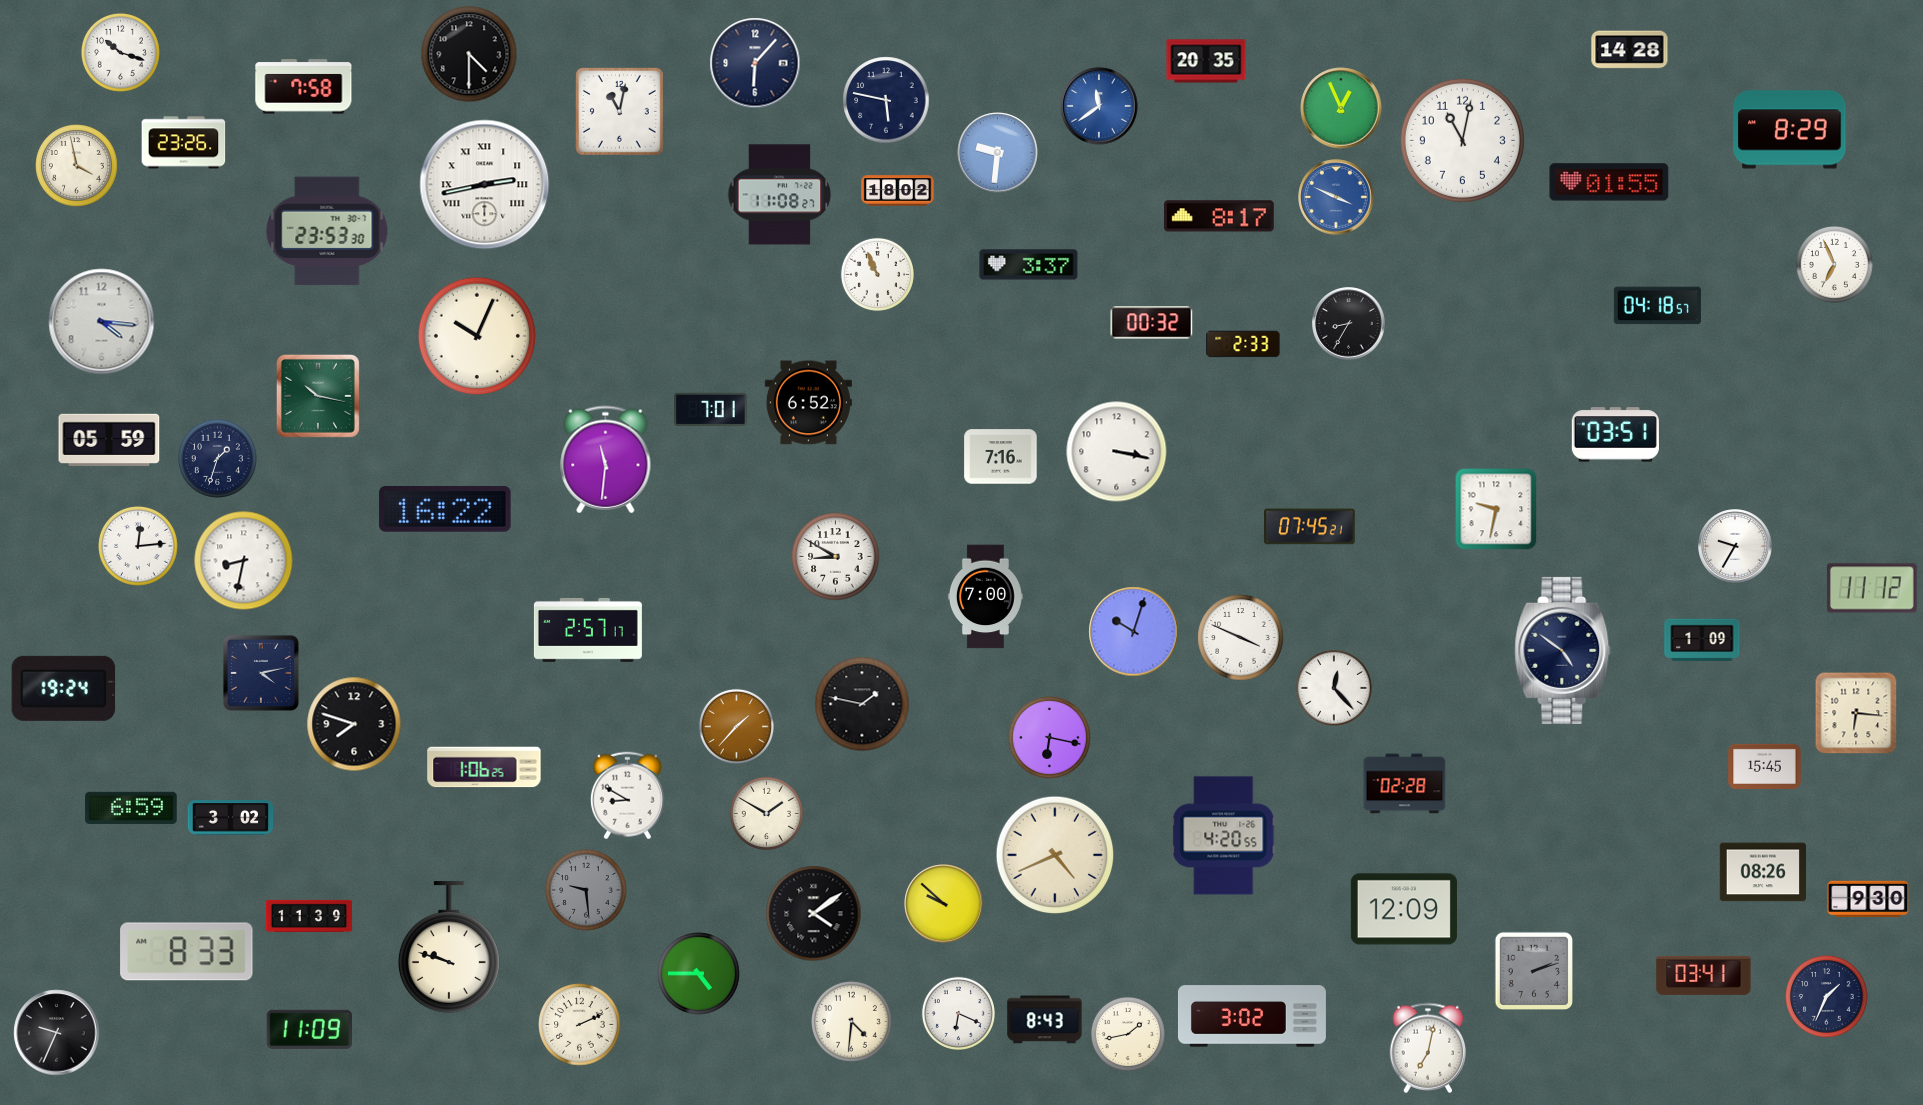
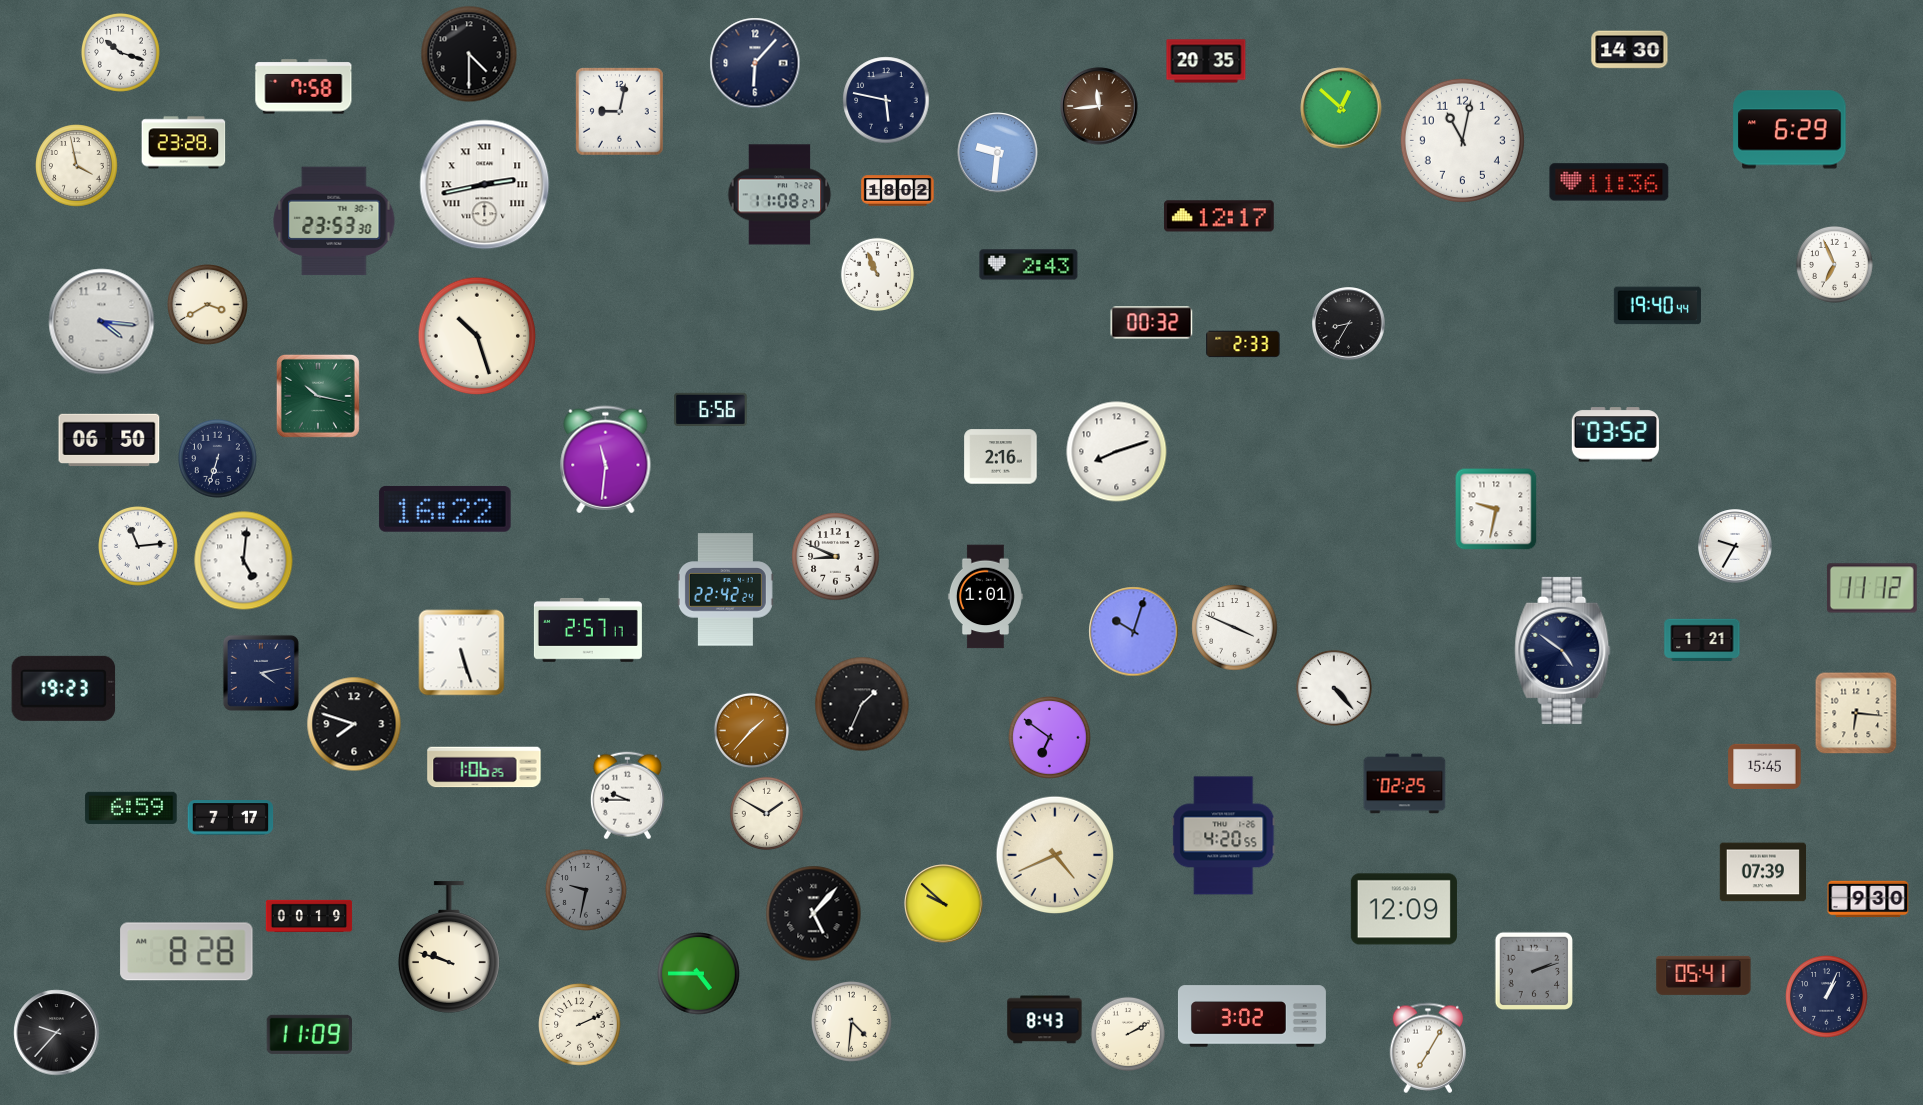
clock at (1630, 50): 14:28 -> 14:30
clock at (1099, 106): 11:39 -> 11:44
clock at (1099, 106) dial: blue -> brown
clock at (1341, 108): 12:56 -> 12:52
clock at (620, 112): 11:02 -> 9:02
clock at (1790, 130): 8:29 -> 6:29
clock at (184, 143): 23:26 -> 23:28
clock at (1609, 182): 01:55 -> 11:36
clock at (1336, 197): 3:49 -> none
clock at (1219, 216): 8:17 -> 12:17
clock at (327, 231) position: (327, 231) -> (334, 221)
clock at (1029, 265): 3:37 -> 2:43
clock at (208, 305): none -> 3:40
clock at (1657, 306): 04:18 -> 19:40
clock at (477, 336): 10:04 -> 10:27
clock at (808, 403): 6:52 -> none
clock at (711, 410): 7:01 -> 6:56
clock at (1615, 435): 03:51 -> 03:52
clock at (109, 440): 05:59 -> 06:50
clock at (1117, 452): 3:17 -> 8:12
clock at (1001, 457): 7:16 -> 2:16
clock at (217, 458): 1:33 -> 6:33
clock at (1310, 527): 07:45 -> none
clock at (139, 547): 12:14 -> 11:14
clock at (836, 557): 8:50 -> 8:49
clock at (244, 561): 8:32 -> 5:01
clock at (725, 590): none -> 22:42
clock at (985, 597): 7:00 -> 1:01
clock at (1241, 638) position: (1241, 638) -> (1235, 628)
clock at (1702, 639): 1:09 -> 1:21
clock at (462, 653): none -> 5:27
clock at (64, 688): 19:24 -> 19:23
clock at (1334, 688): 12:23 -> 4:23
clock at (862, 704): 1:47 -> 1:34
clock at (736, 726) position: (736, 726) -> (751, 730)
clock at (1050, 738): 6:17 -> 6:51
clock at (1405, 784): 02:28 -> 02:25
clock at (627, 796): 8:50 -> 9:45
clock at (231, 818): 3:02 -> 7:17
clock at (1762, 872): 08:26 -> 07:39
clock at (586, 890): 9:29 -> 9:32
clock at (814, 914): 4:09 -> 5:07
clock at (309, 916): 11:39 -> 00:19
clock at (187, 952): 8:33 -> 8:28
clock at (1704, 975): 03:41 -> 05:41
clock at (1827, 997): 1:34 -> 1:04
clock at (958, 1013): 6:19 -> none
clock at (309, 1029) position: (309, 1029) -> (309, 1034)
clock at (57, 1033): 9:34 -> 9:37
clock at (1128, 1034): 1:43 -> 2:10
clock at (1428, 1048): 7:02 -> 7:05
